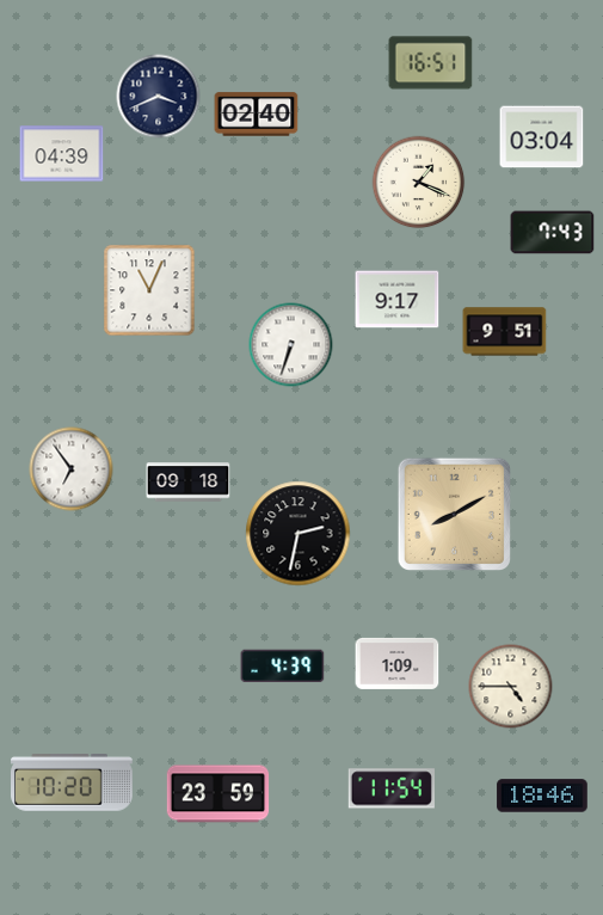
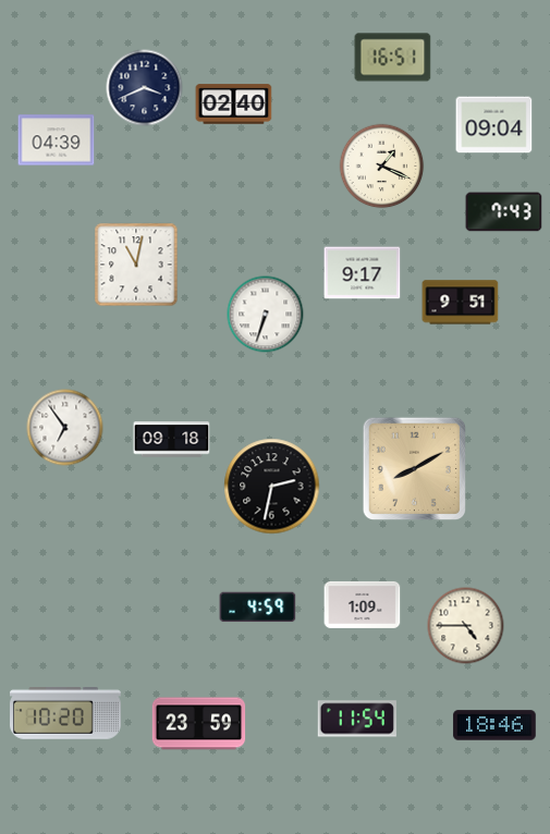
clock at (542, 137): 03:04 -> 09:04
clock at (149, 290): 11:04 -> 11:02
clock at (283, 667): 4:39 -> 4:59
